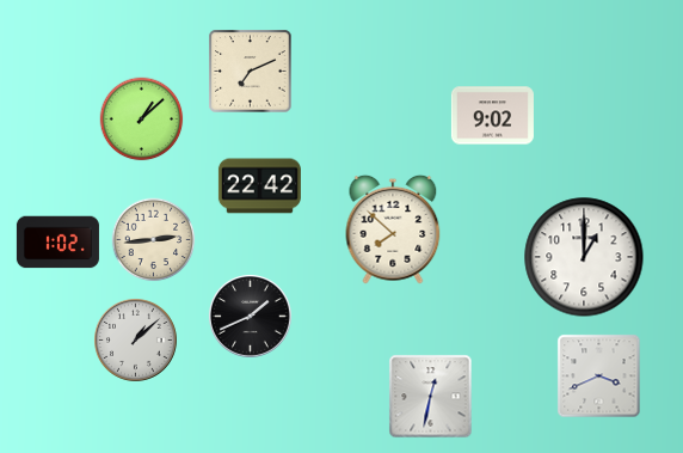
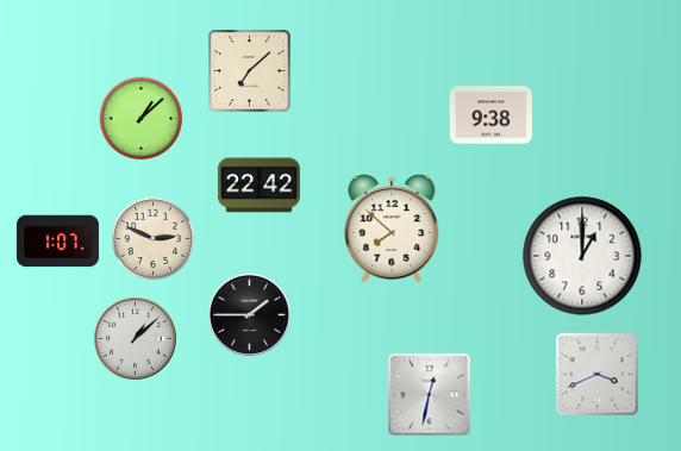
clock at (251, 72): 7:11 -> 7:08
clock at (492, 116): 9:02 -> 9:38
clock at (154, 240): 2:44 -> 2:49
clock at (57, 243): 1:02 -> 1:07
clock at (251, 317): 1:41 -> 1:45
